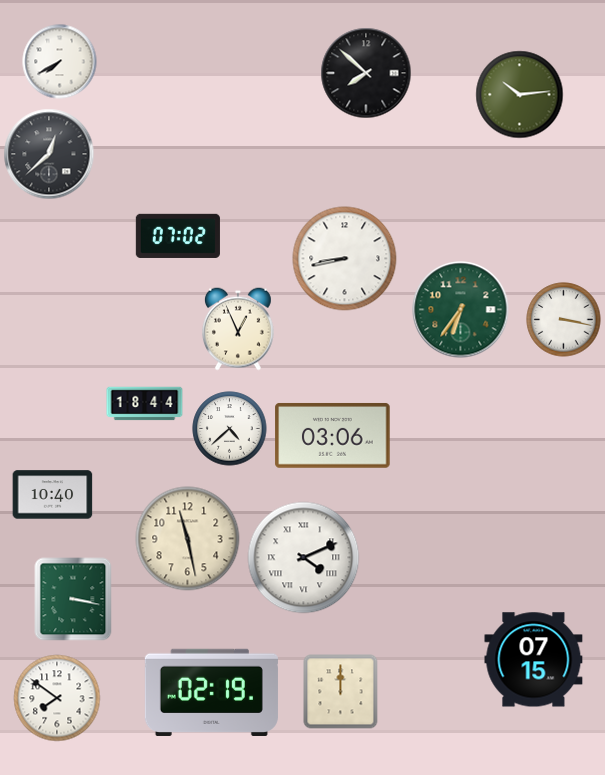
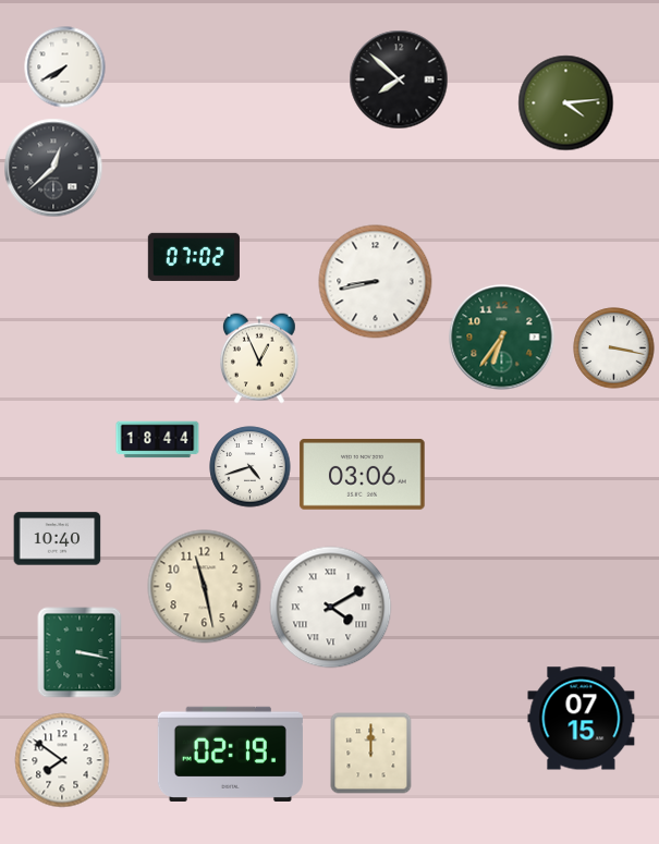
clock at (520, 95): 10:14 -> 4:14
clock at (230, 429): 4:38 -> 4:42
clock at (304, 558): 4:11 -> 4:10
